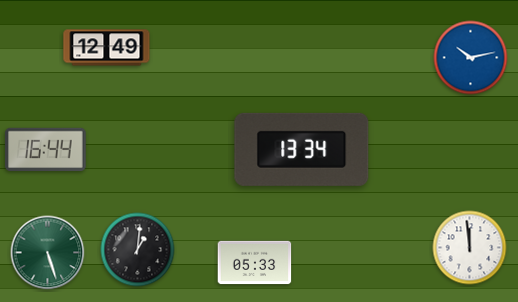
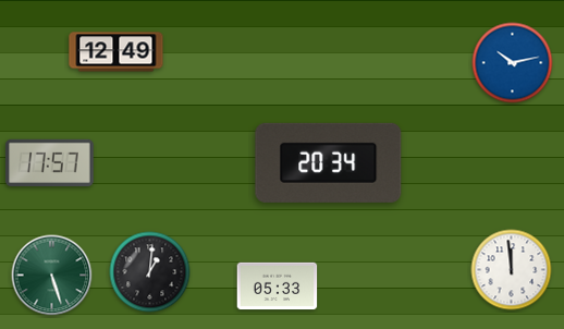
clock at (46, 149): 16:44 -> 17:57
clock at (302, 149): 13:34 -> 20:34
